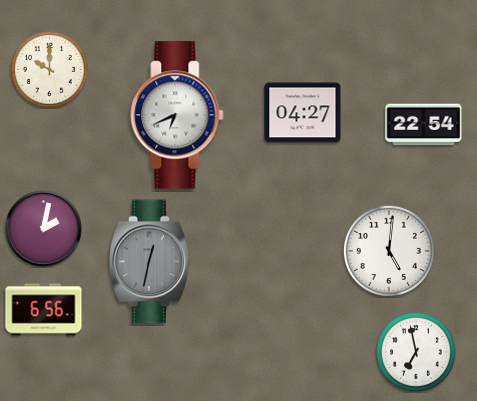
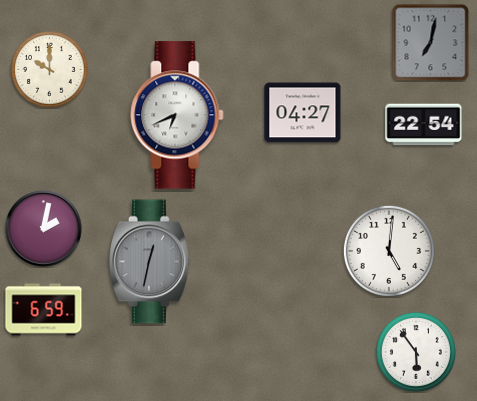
clock at (430, 42): none -> 7:02
clock at (44, 310): 6:56 -> 6:59
clock at (416, 352): 6:58 -> 5:54
